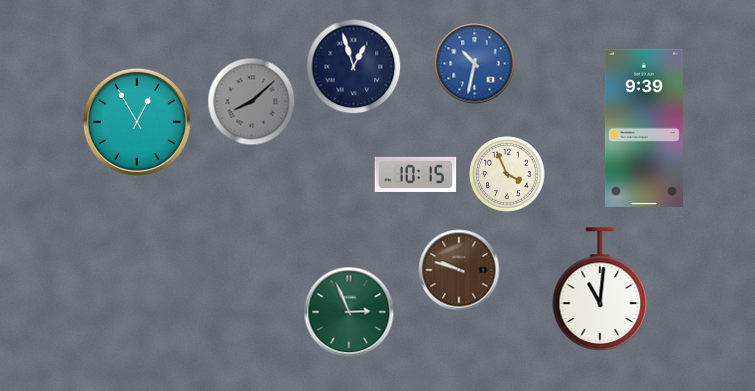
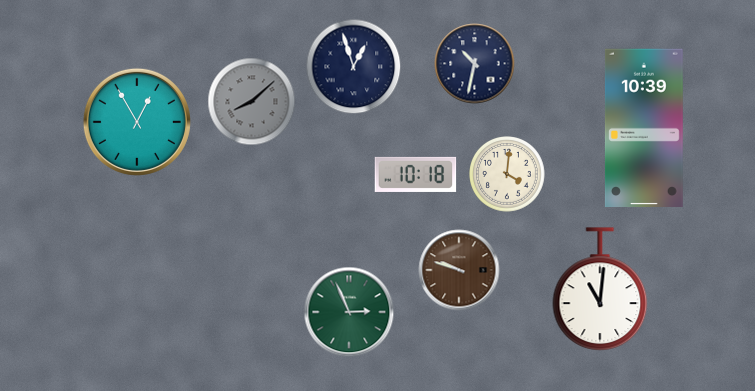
clock at (475, 64) dial: blue -> navy
clock at (644, 128): 9:39 -> 10:39
clock at (416, 174): 10:15 -> 10:18
clock at (508, 175): 3:56 -> 4:01
